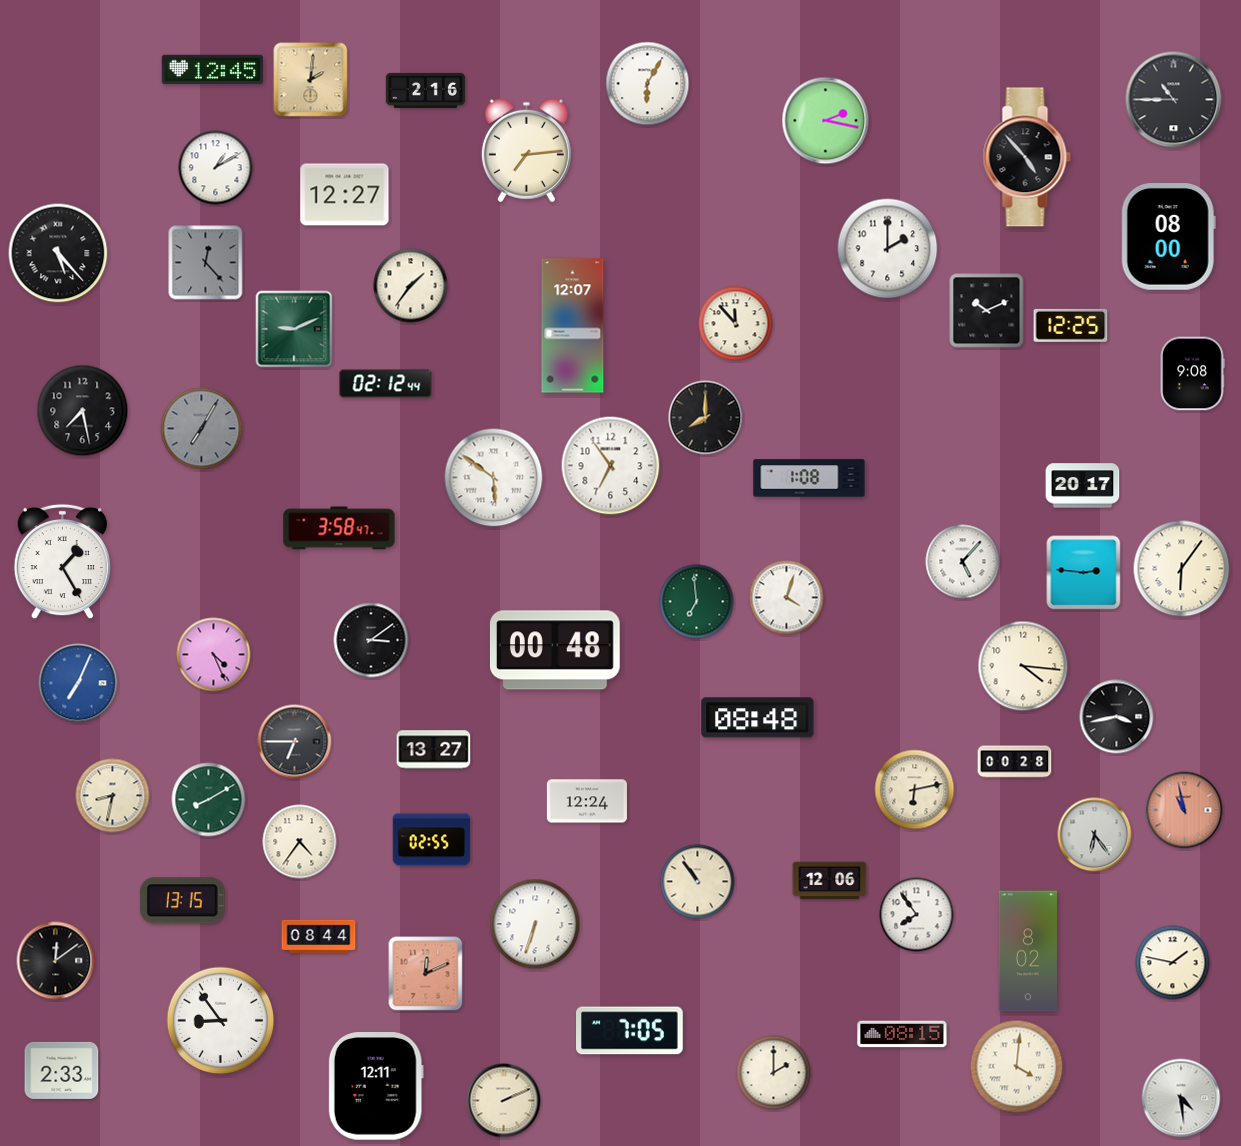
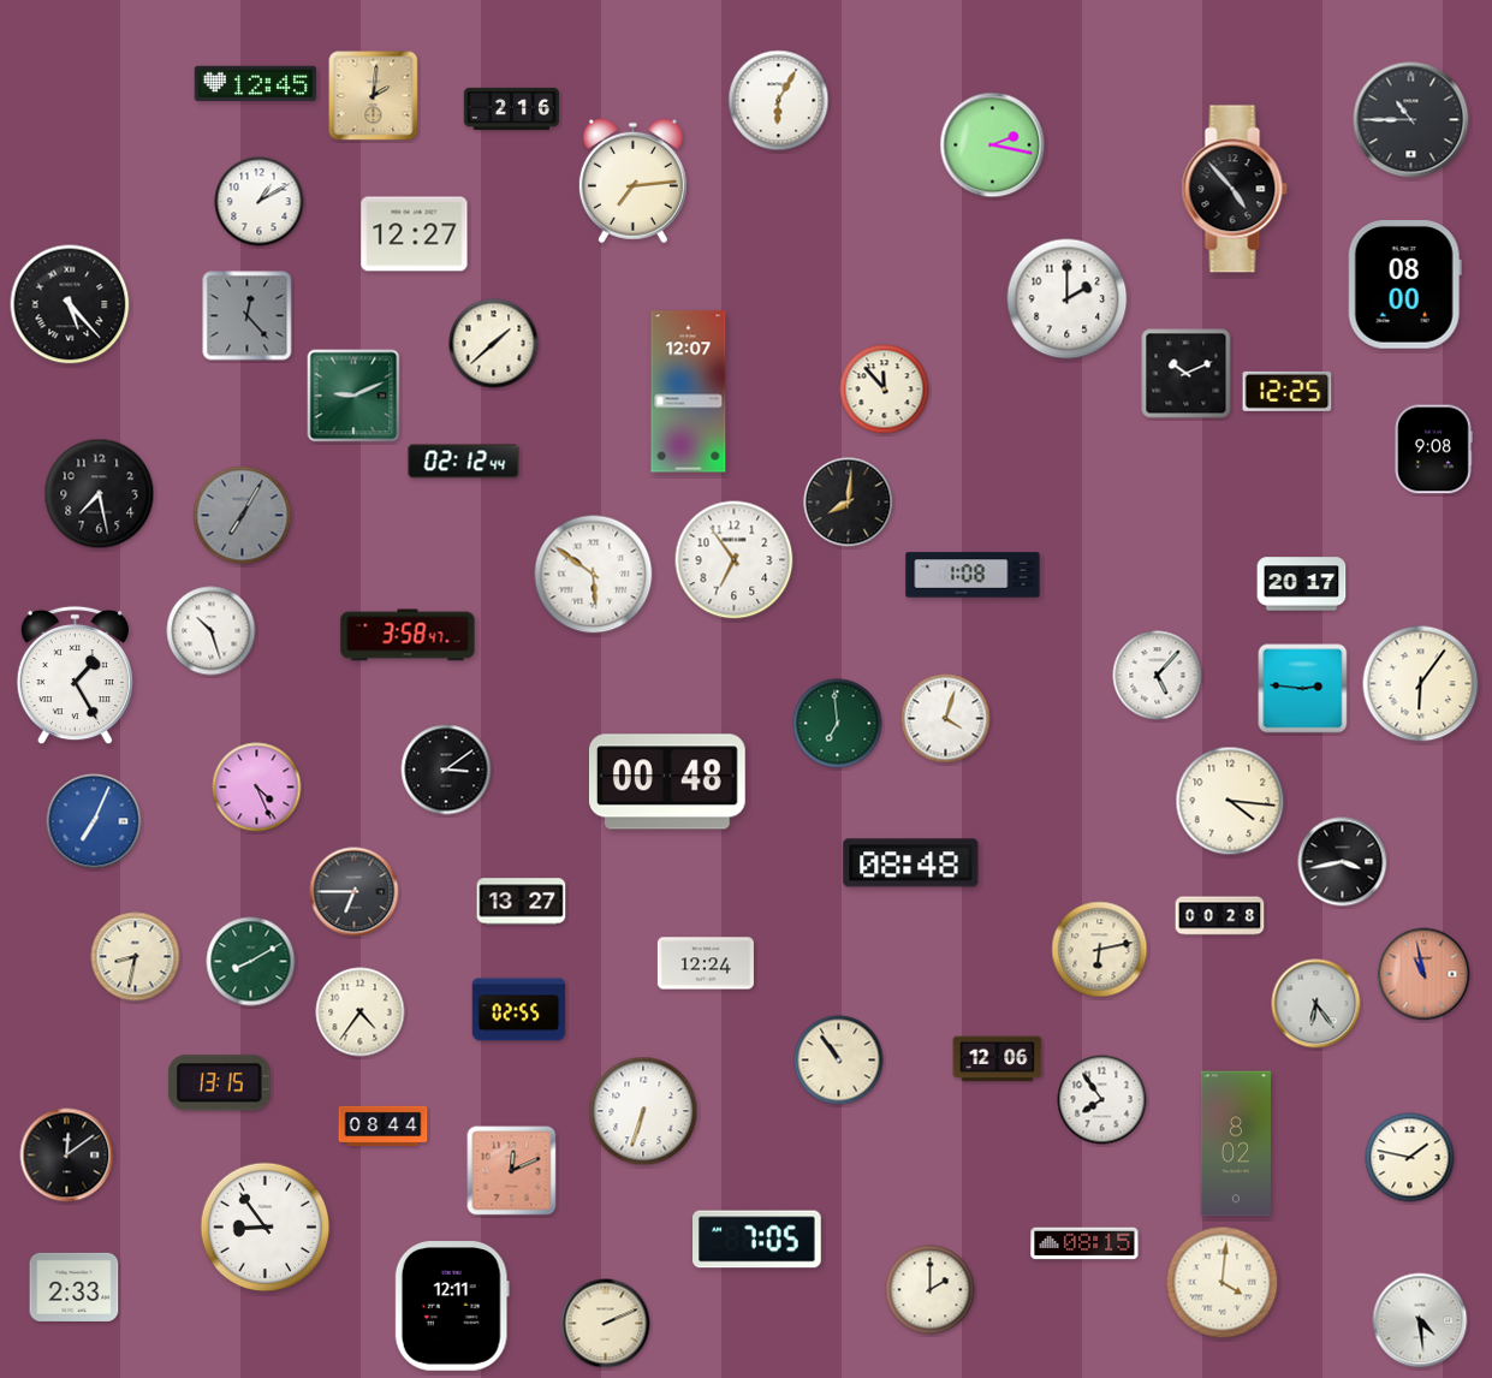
clock at (411, 286): 1:36 -> 1:38
clock at (706, 418): 8:00 -> 8:01
clock at (212, 631): none -> 10:27
